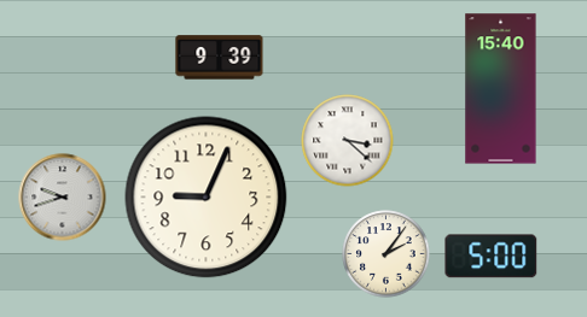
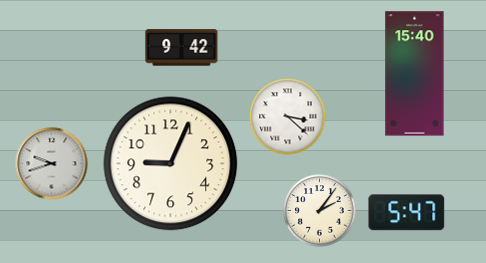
clock at (220, 58): 9:39 -> 9:42
clock at (492, 257): 5:00 -> 5:47
